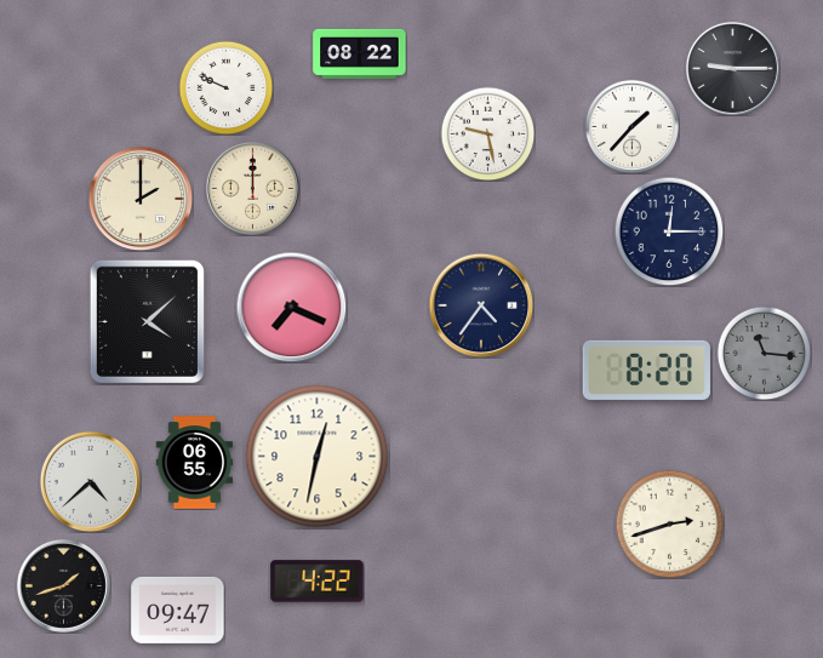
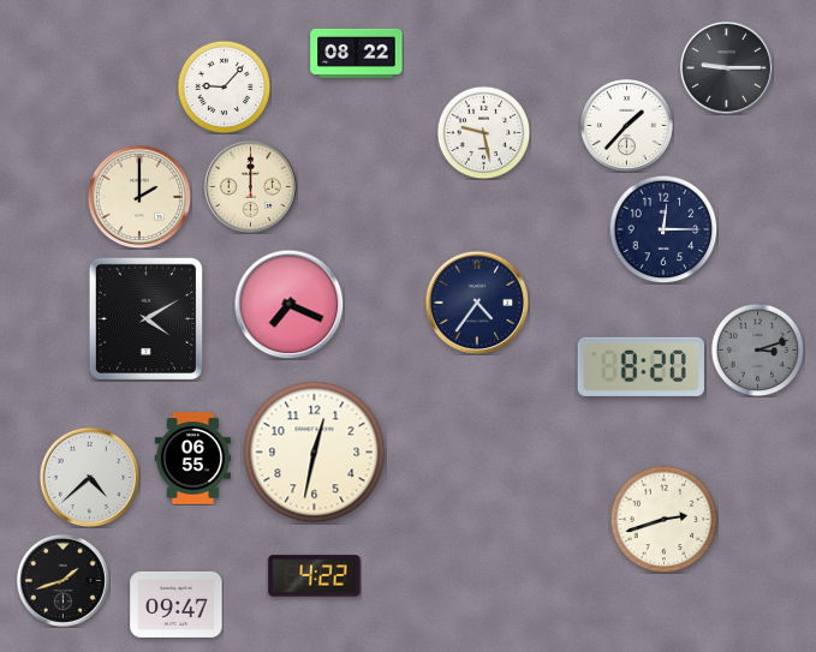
clock at (225, 87): 9:49 -> 9:07
clock at (147, 321): 4:08 -> 4:10
clock at (764, 353): 11:16 -> 3:12
